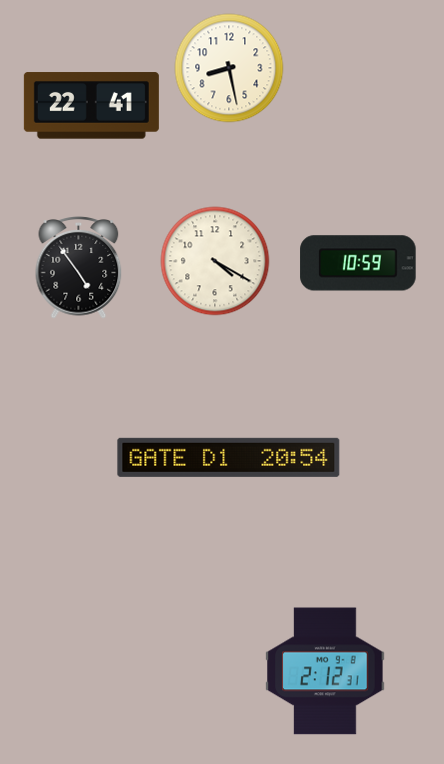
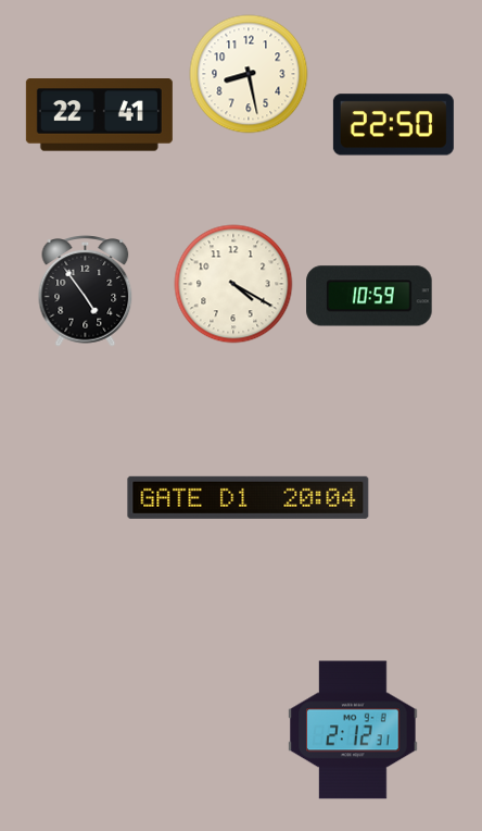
clock at (393, 125): none -> 22:50
clock at (358, 263) position: (358, 263) -> (369, 296)
clock at (229, 457): 20:54 -> 20:04
